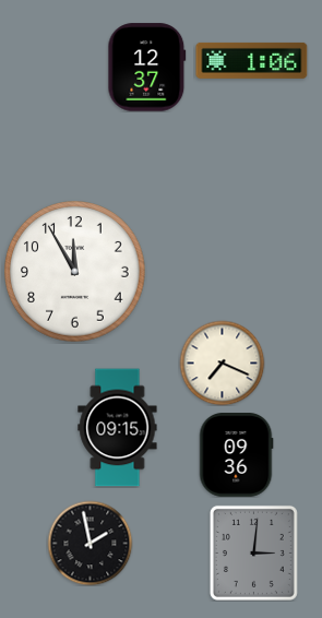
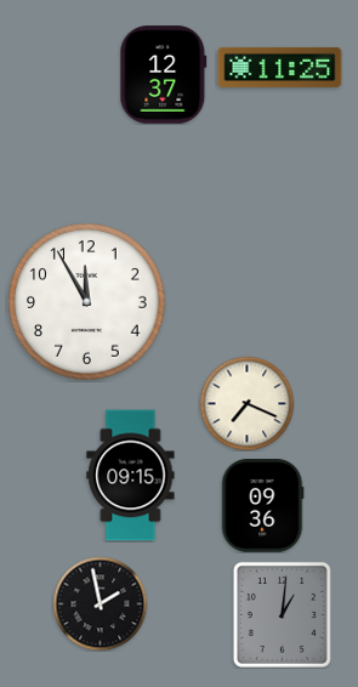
clock at (252, 60): 1:06 -> 11:25
clock at (75, 272) position: (75, 272) -> (87, 302)
clock at (253, 552): 3:01 -> 1:01
